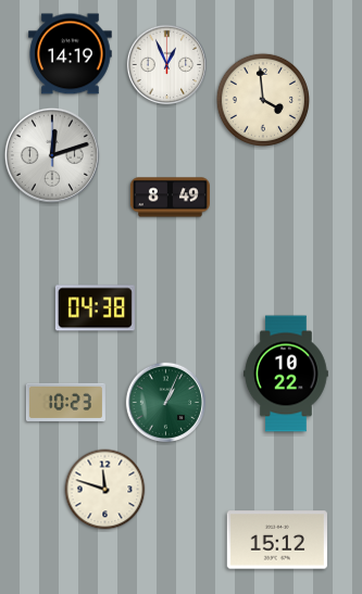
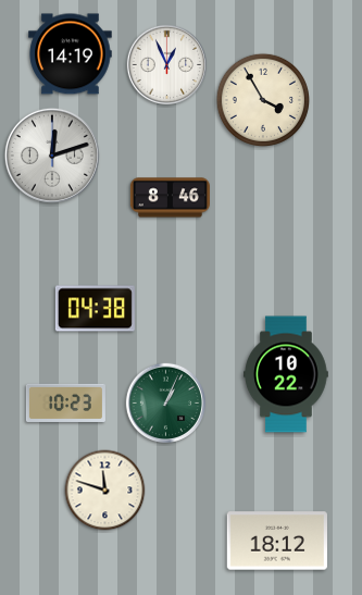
clock at (262, 99): 3:59 -> 3:55
clock at (170, 198): 8:49 -> 8:46
clock at (277, 540): 15:12 -> 18:12
